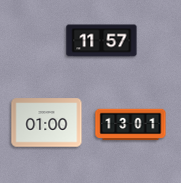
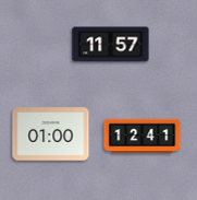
clock at (131, 125): 13:01 -> 12:41
